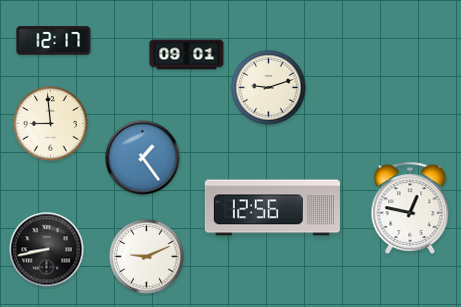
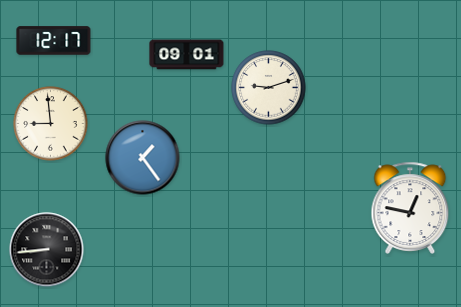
clock at (272, 208): 12:56 -> none
clock at (47, 250): 8:43 -> 8:44
clock at (147, 257): 9:11 -> none
